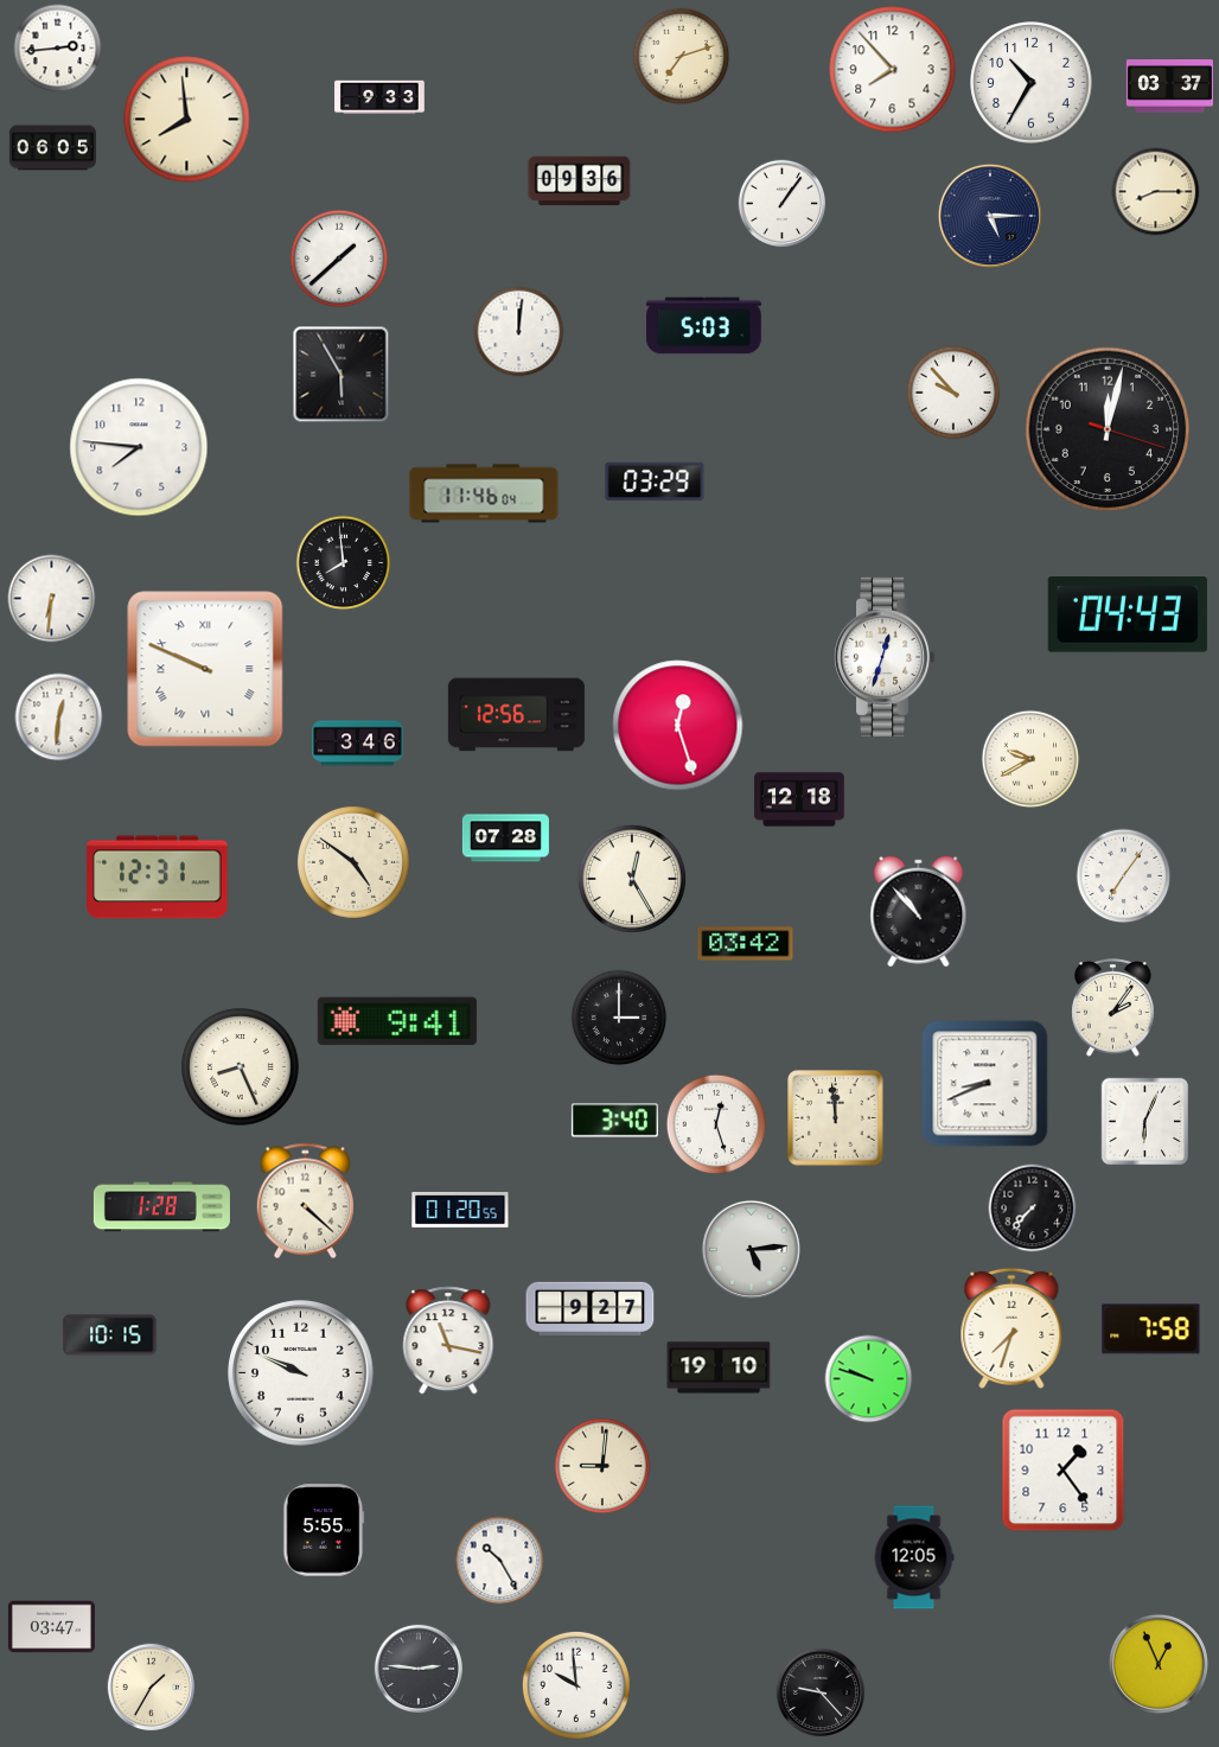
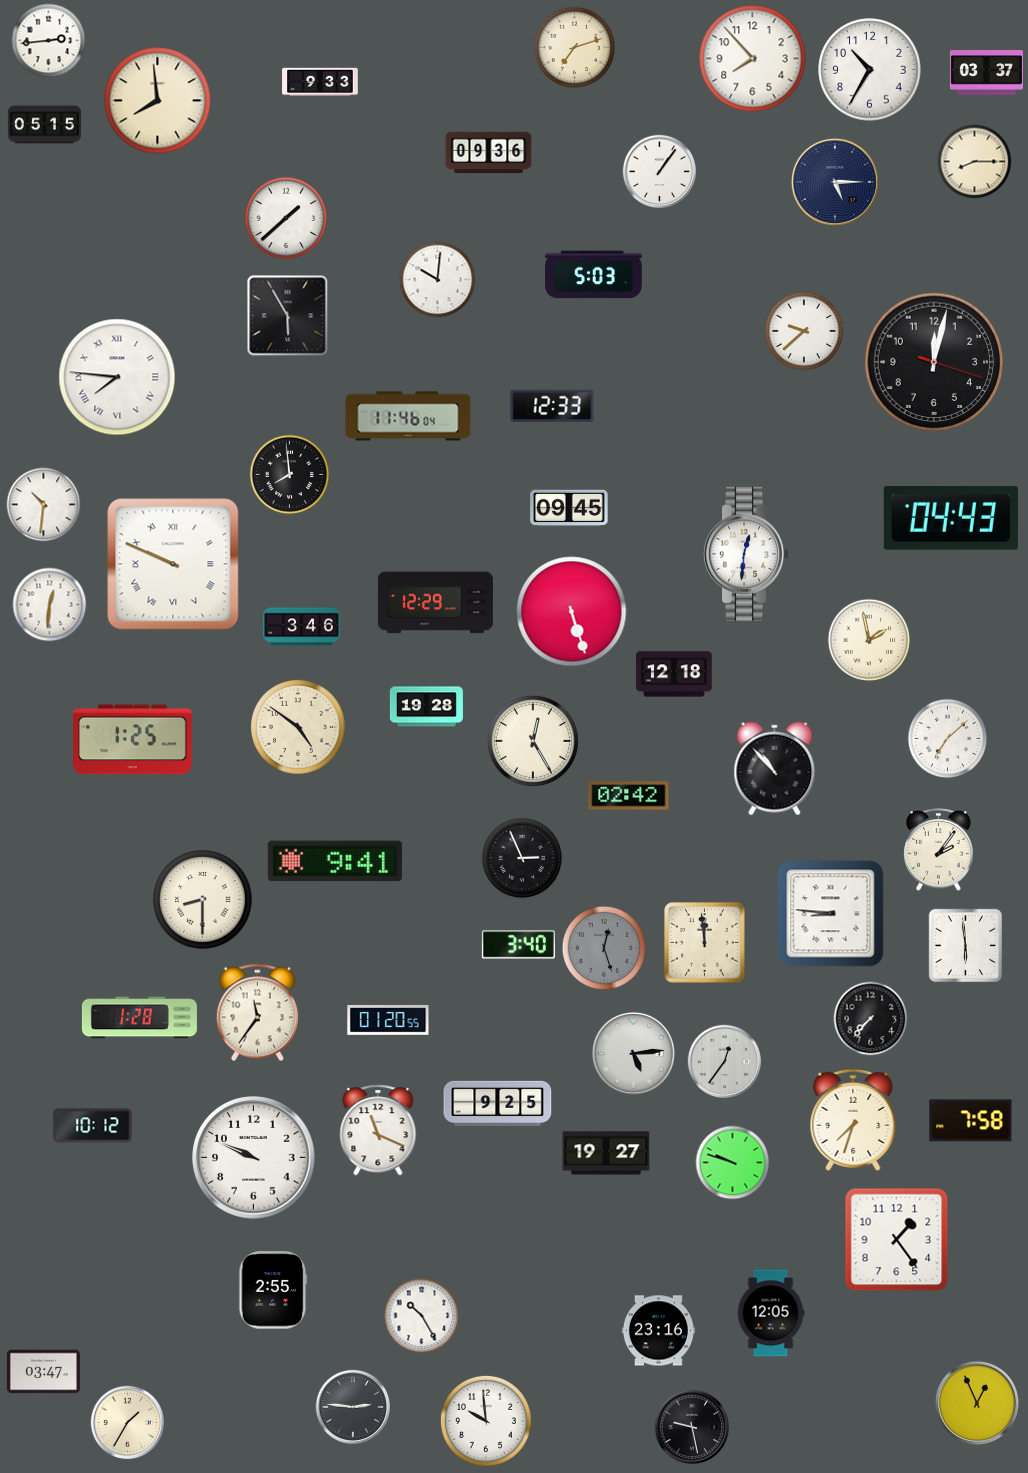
clock at (52, 148): 06:05 -> 05:15
clock at (519, 332): 12:01 -> 10:01
clock at (953, 393): 9:53 -> 9:38
clock at (139, 447) numerals: Arabic -> Roman
clock at (655, 480): 03:29 -> 12:33
clock at (52, 599): 6:31 -> 10:31
clock at (569, 508): none -> 09:45
clock at (885, 657): 12:33 -> 12:31
clock at (516, 715): 12:56 -> 12:29
clock at (678, 726): 12:27 -> 5:27
clock at (1030, 759): 9:40 -> 1:58
clock at (505, 839): 07:28 -> 19:28
clock at (1124, 876): 7:06 -> 7:08
clock at (158, 878): 12:31 -> 1:25
clock at (746, 944): 03:42 -> 02:42
clock at (619, 1018): 3:00 -> 2:56
clock at (241, 1067): 8:26 -> 8:30
clock at (985, 1084): 8:41 -> 8:46
clock at (1145, 1122): 6:04 -> 5:59
clock at (716, 1124) dial: white -> grey
clock at (305, 1201): 4:22 -> 11:36
clock at (161, 1207) position: (161, 1207) -> (139, 1018)
clock at (725, 1062): none -> 12:36
clock at (591, 1308): 9:27 -> 9:25
clock at (110, 1335): 10:15 -> 10:12
clock at (448, 1340): 11:17 -> 11:19
clock at (719, 1367): 19:10 -> 19:27
clock at (602, 1466): 9:01 -> none
clock at (324, 1530): 5:55 -> 2:55
clock at (658, 1331): none -> 23:16
clock at (819, 1691): 9:23 -> 9:28
